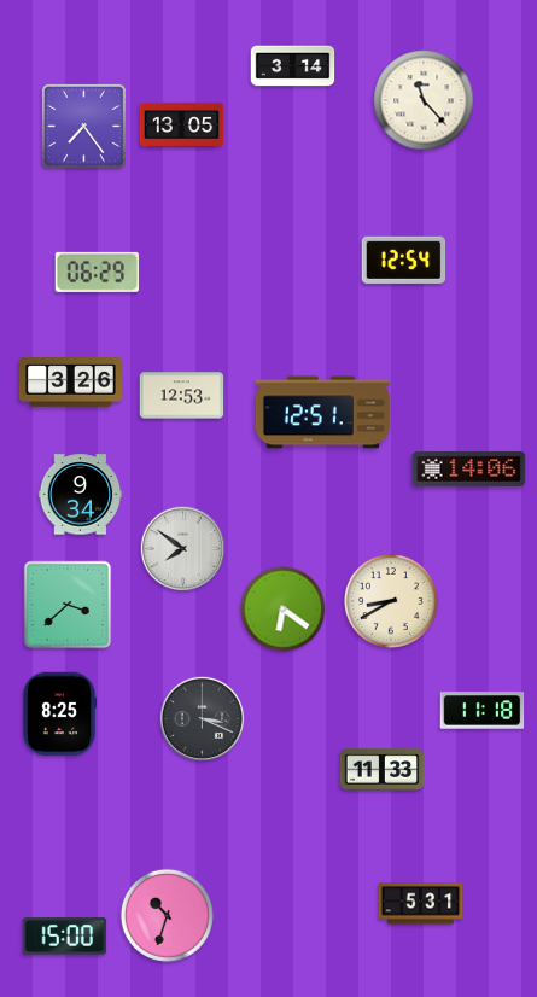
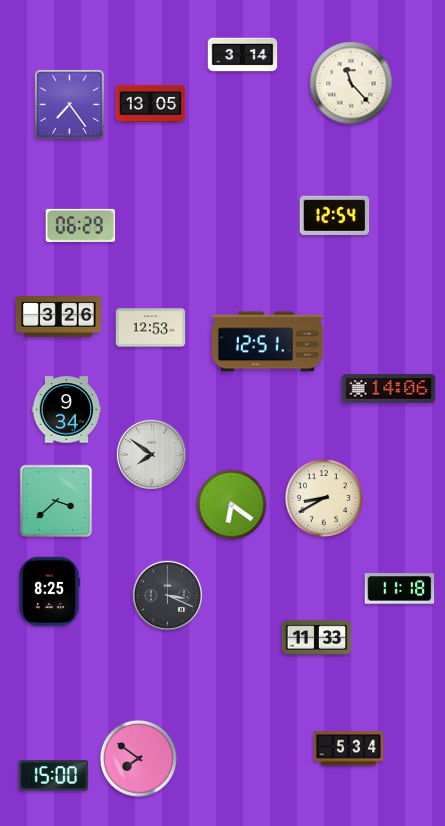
clock at (284, 610) position: (284, 610) -> (232, 505)
clock at (421, 904): 5:31 -> 5:34
clock at (167, 915): 10:33 -> 7:51
